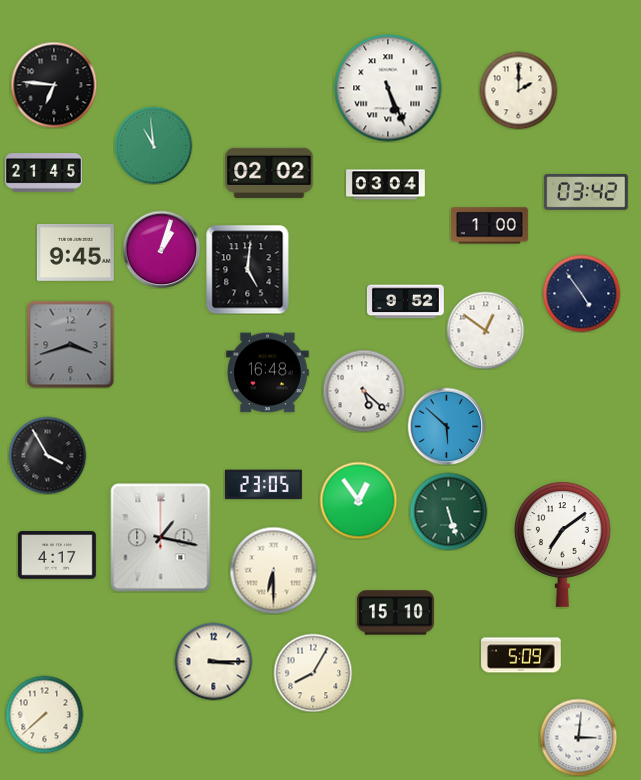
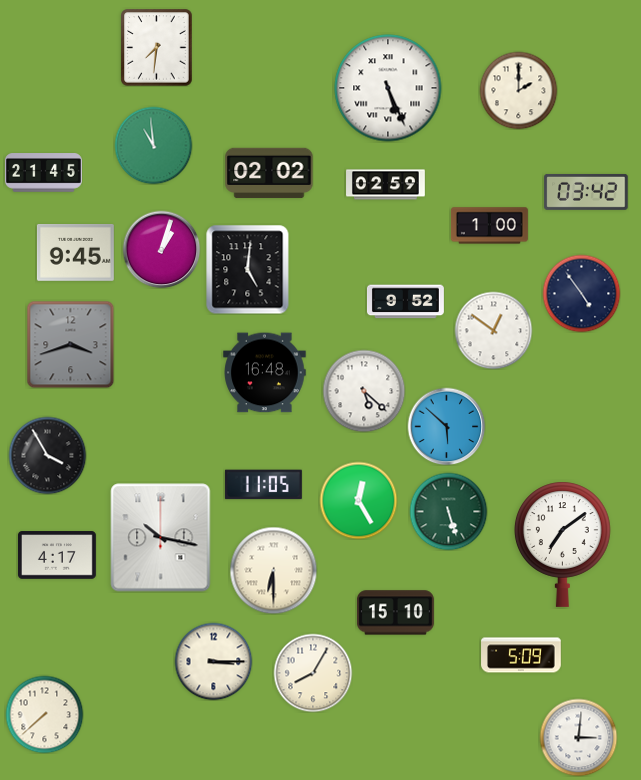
clock at (157, 47): none -> 7:31
clock at (54, 85): 6:46 -> none
clock at (386, 185): 03:04 -> 02:59
clock at (485, 330) position: (485, 330) -> (493, 330)
clock at (268, 373) position: (268, 373) -> (265, 373)
clock at (263, 485): 23:05 -> 11:05
clock at (358, 500): 12:54 -> 12:25
clock at (161, 538): 1:17 -> 10:17
